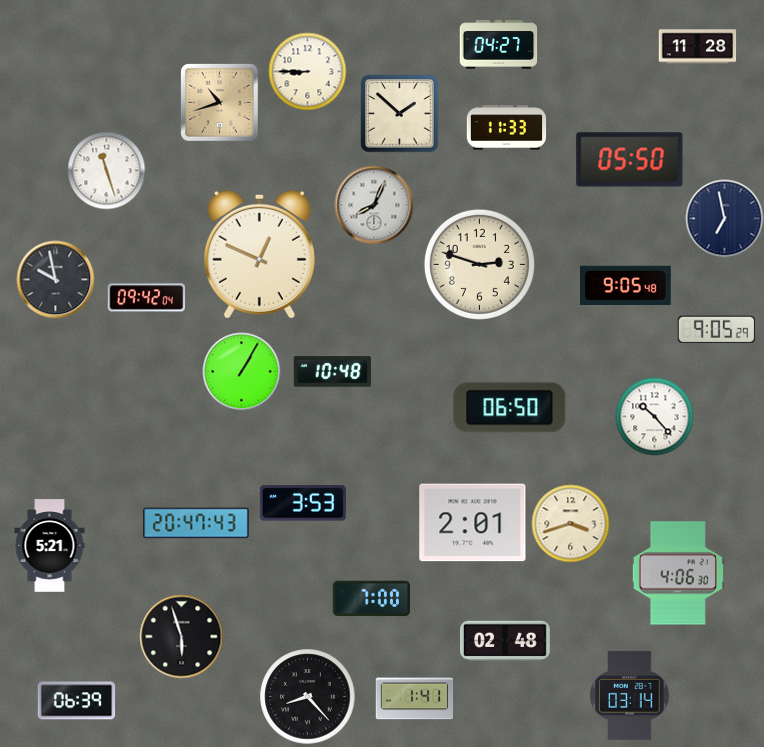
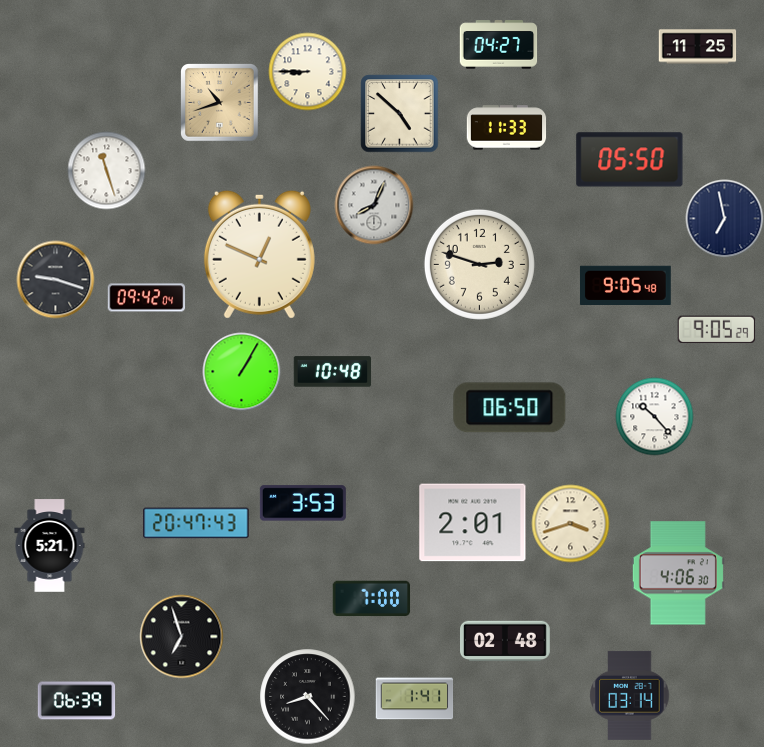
clock at (697, 47): 11:28 -> 11:25
clock at (399, 113): 1:52 -> 4:52
clock at (55, 279): 9:58 -> 9:18
clock at (181, 636): 5:57 -> 6:57
